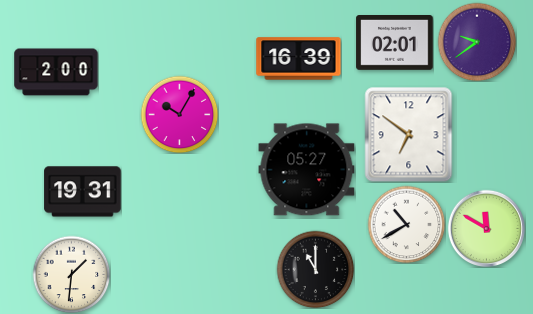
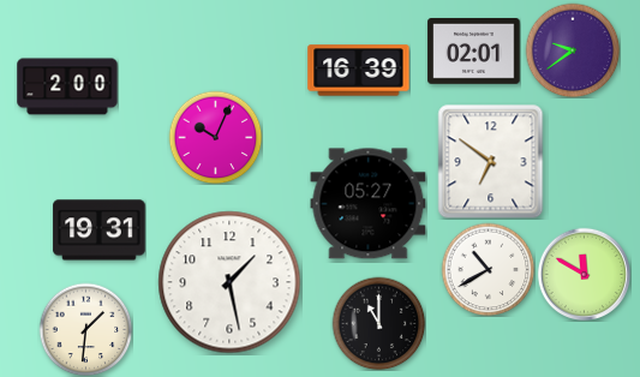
clock at (179, 114): 10:05 -> 10:04
clock at (229, 282): none -> 1:28
